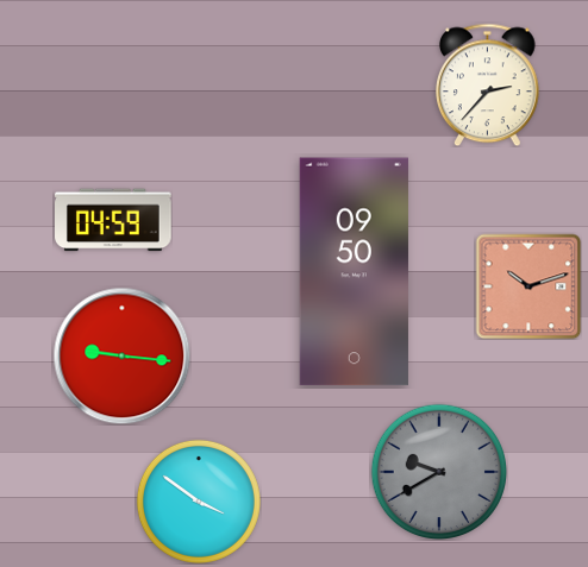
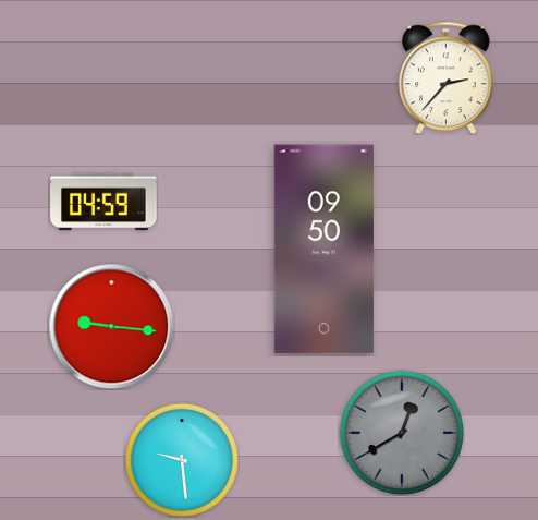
clock at (528, 286): 10:12 -> none
clock at (438, 471): 9:40 -> 12:40
clock at (199, 502): 3:51 -> 9:29
